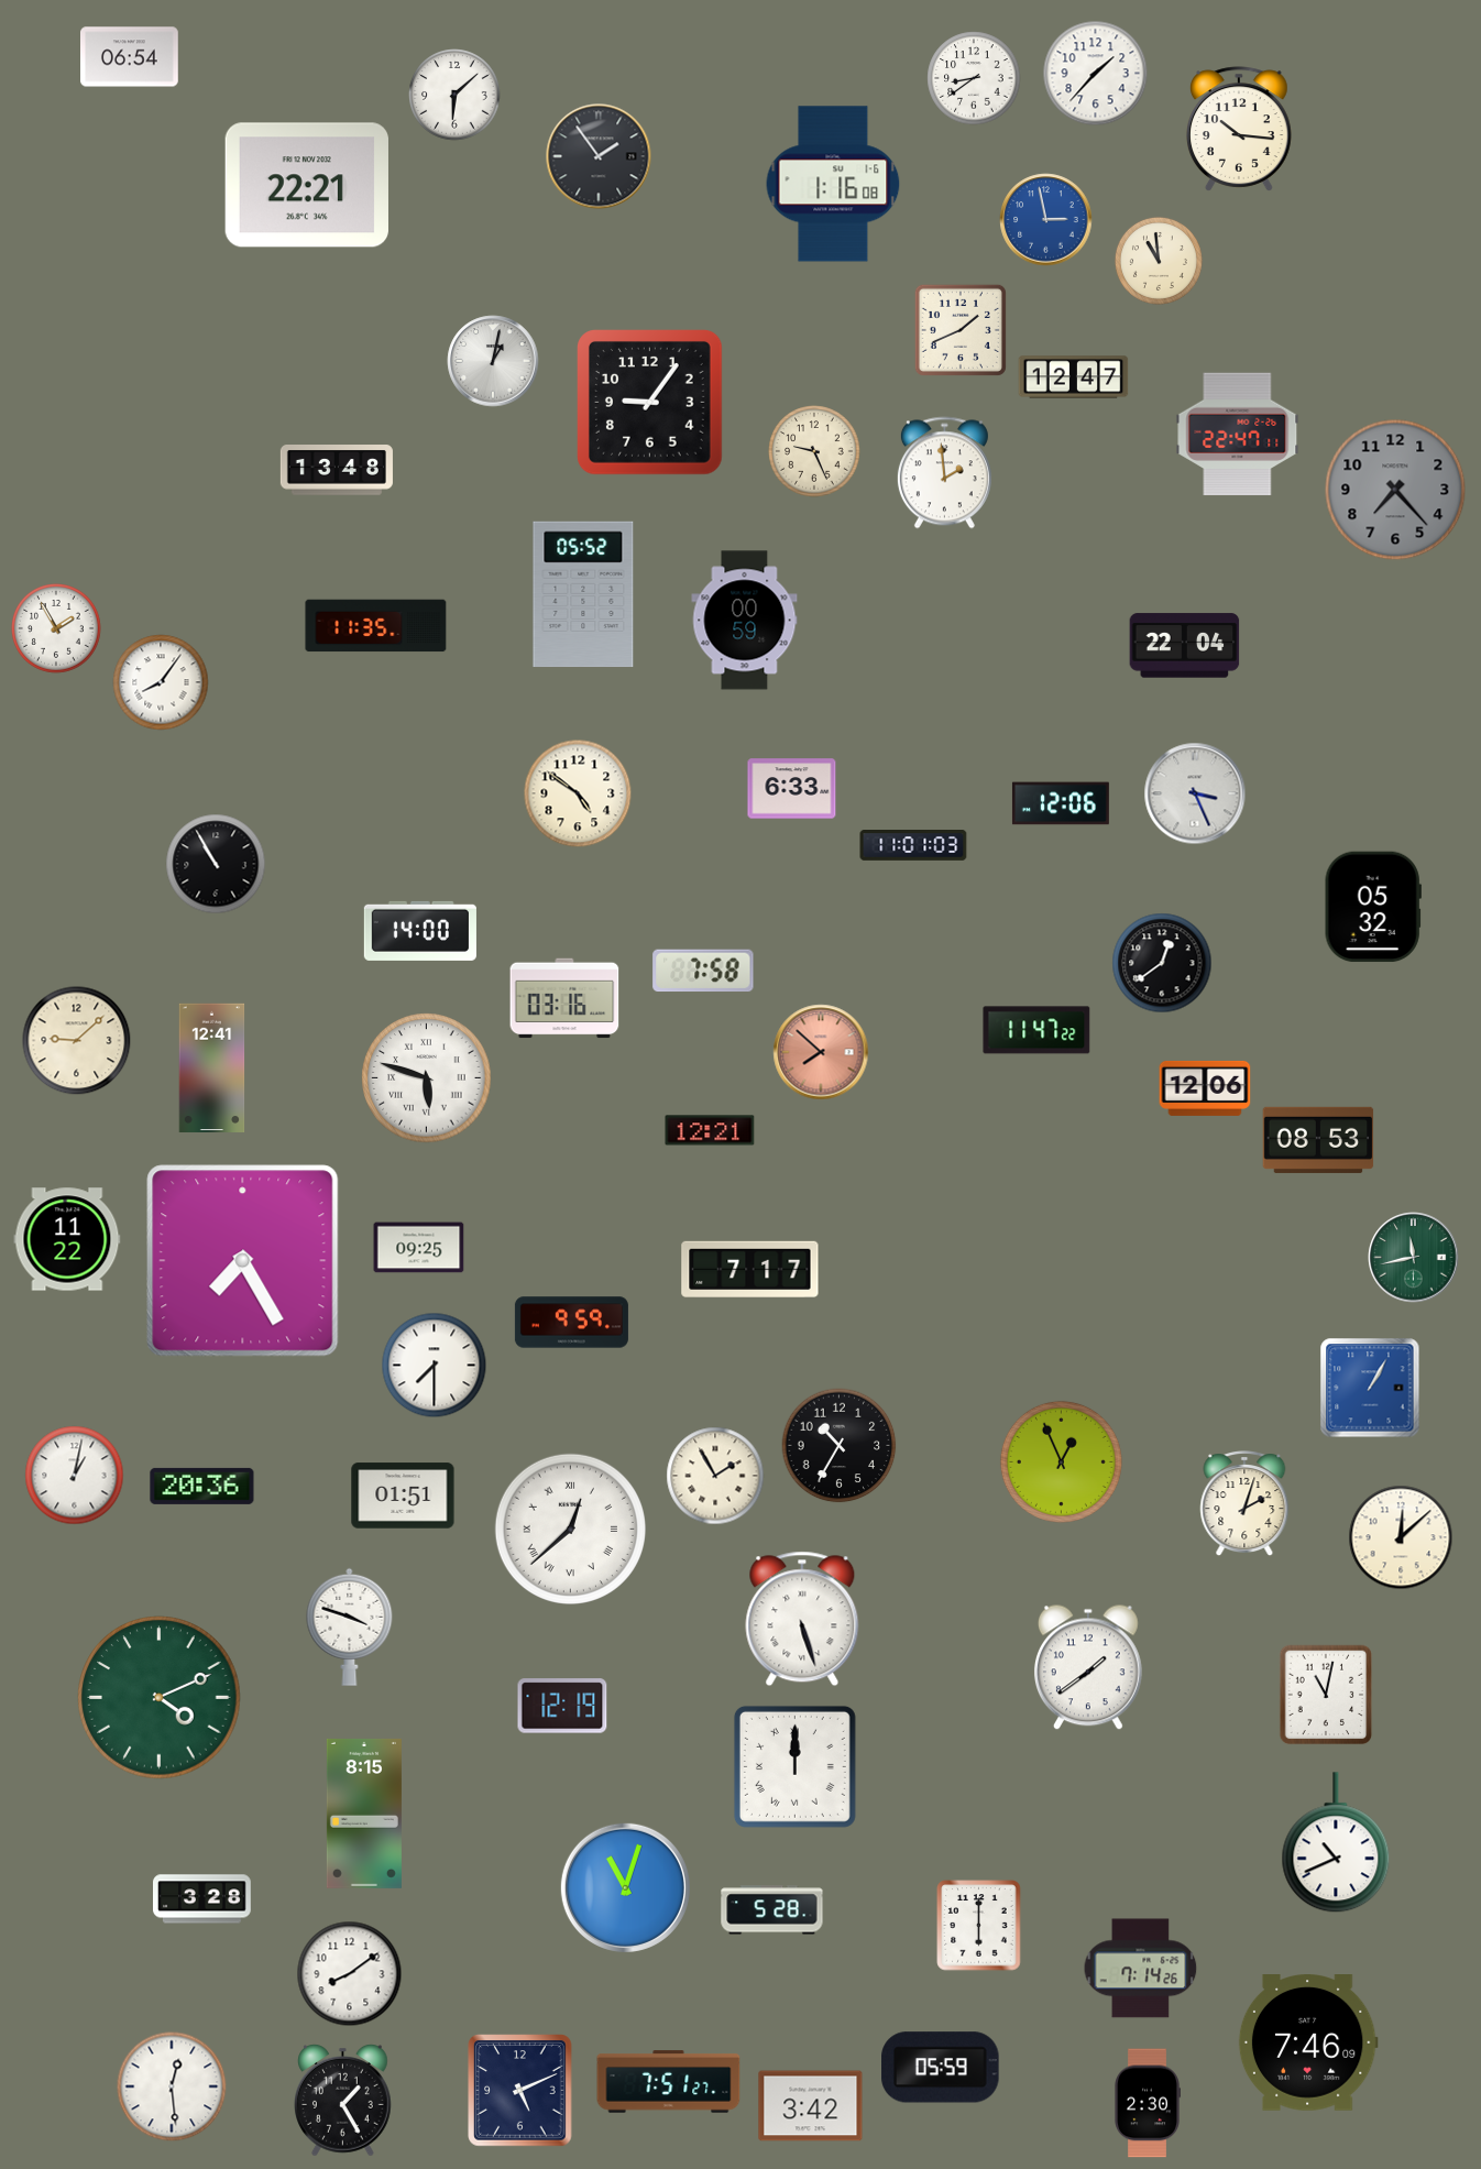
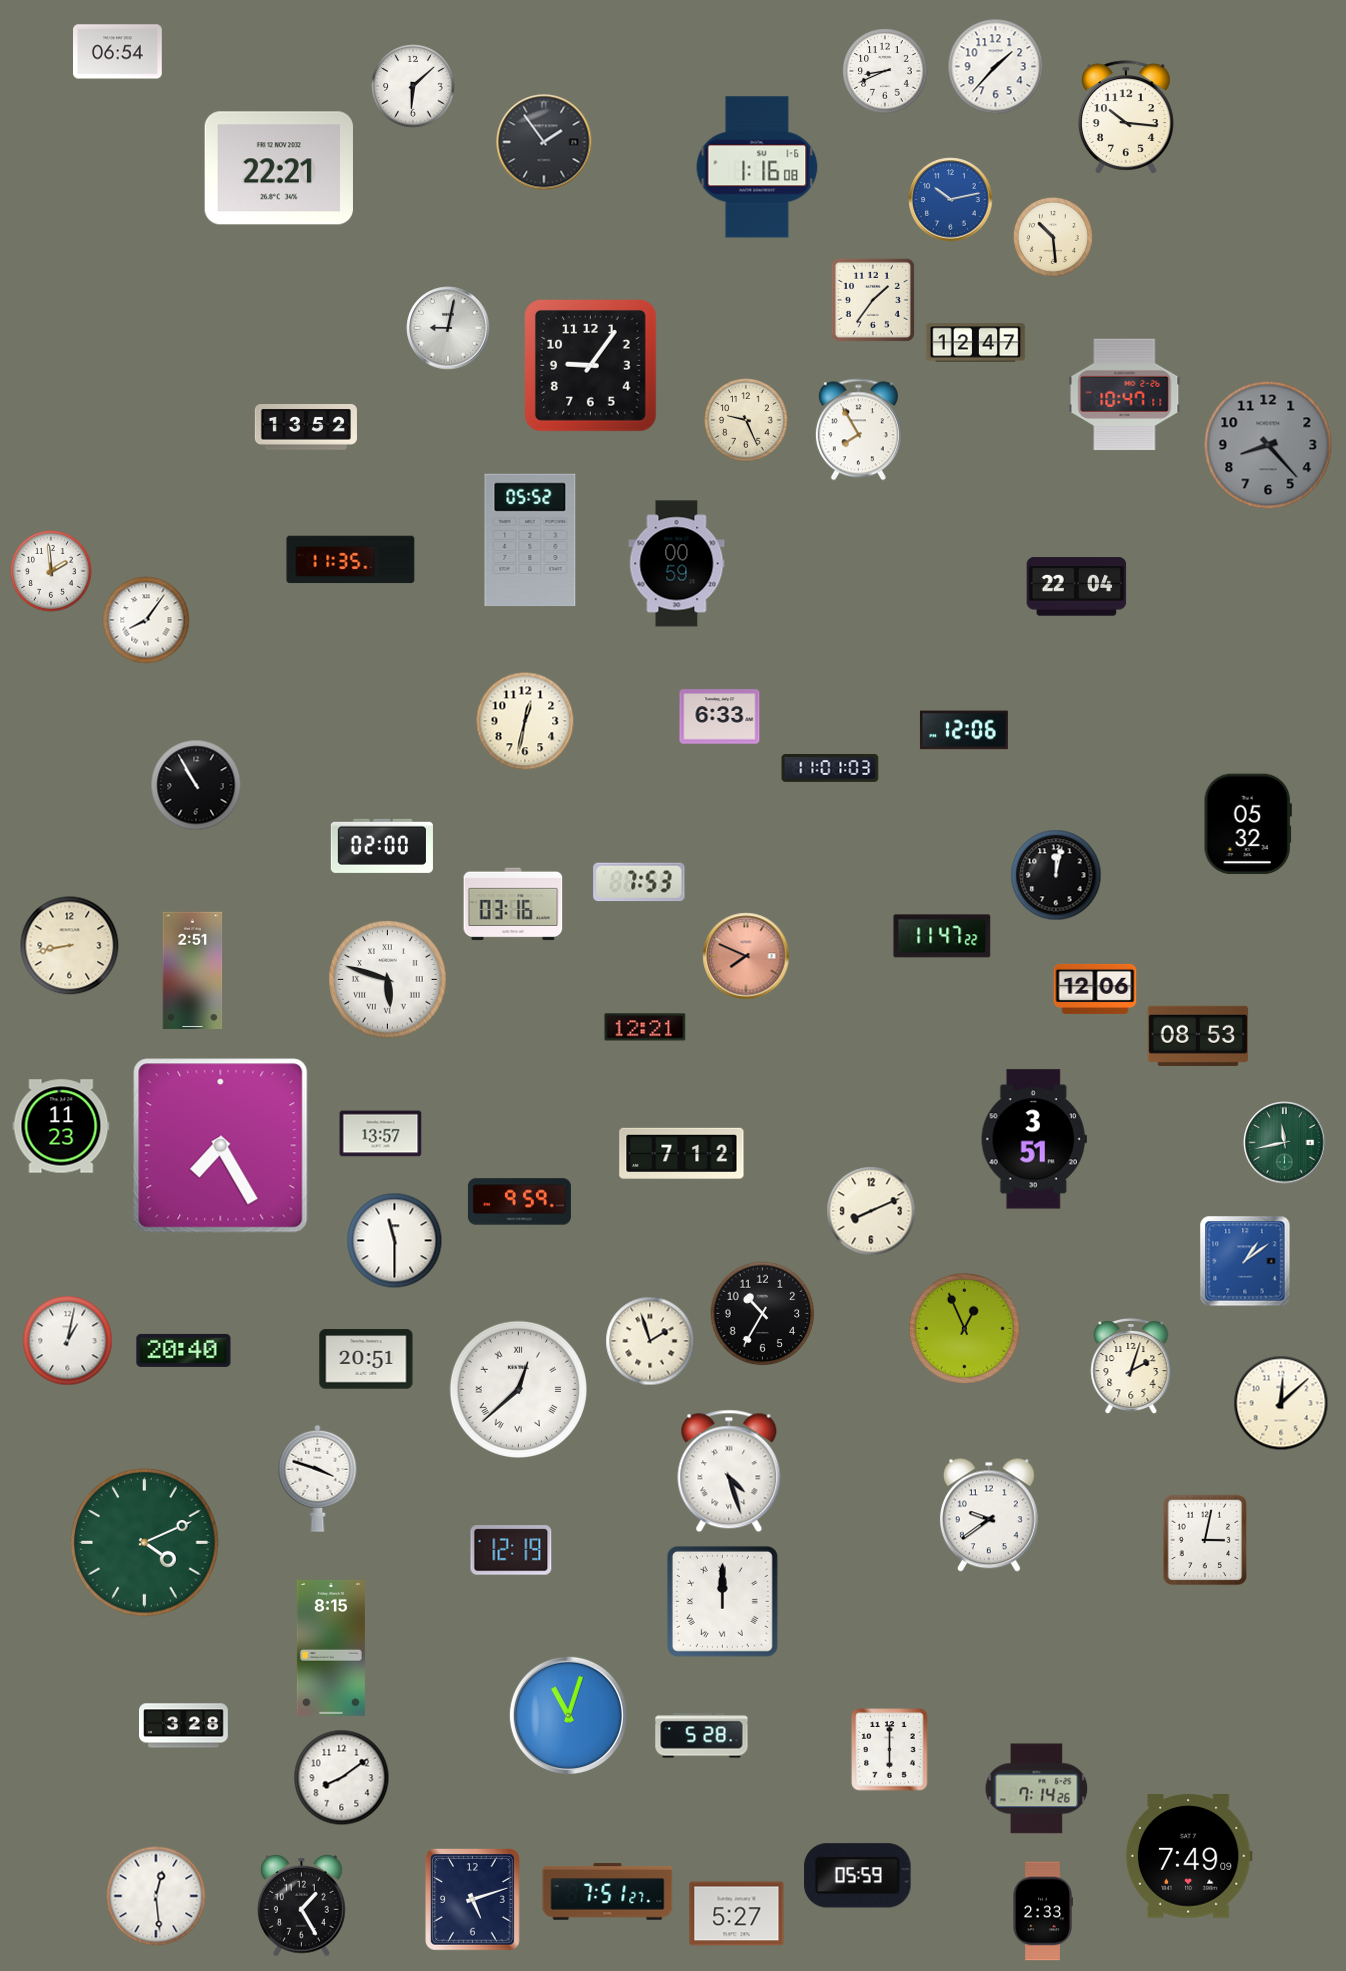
clock at (974, 78): 8:39 -> 8:41
clock at (1046, 220): 2:58 -> 10:13
clock at (1159, 261): 10:59 -> 10:29
clock at (961, 330): 1:41 -> 1:36
clock at (493, 361): 1:02 -> 9:02
clock at (1238, 435): 22:47 -> 10:47
clock at (814, 451) position: (814, 451) -> (746, 420)
clock at (337, 471): 13:48 -> 13:52
clock at (944, 473): 1:59 -> 7:55
clock at (1395, 490): 7:23 -> 8:23
clock at (376, 626) position: (376, 626) -> (351, 560)
clock at (57, 629): 1:55 -> 1:59
clock at (578, 793): 4:51 -> 12:32
clock at (1195, 793): 3:26 -> none
clock at (420, 931): 14:00 -> 02:00
clock at (1162, 963): 12:39 -> 12:02
clock at (703, 971): 7:58 -> 7:53
clock at (564, 998) position: (564, 998) -> (513, 904)
clock at (77, 1041): 9:08 -> 8:43
clock at (821, 1052): 7:52 -> 7:49
clock at (212, 1067): 12:41 -> 2:51
clock at (67, 1239): 11:22 -> 11:23
clock at (419, 1248): 09:25 -> 13:57
clock at (1034, 1139): none -> 3:51
clock at (750, 1269): 7:17 -> 7:12
clock at (871, 1211): none -> 8:11
clock at (435, 1366): 7:30 -> 11:30
clock at (1370, 1388): 1:05 -> 1:09
clock at (715, 1476): 1:55 -> 1:57
clock at (202, 1486): 20:36 -> 20:40
clock at (403, 1496): 01:51 -> 20:51
clock at (1401, 1537) position: (1401, 1537) -> (1281, 1403)
clock at (802, 1619): 5:27 -> 4:27
clock at (1088, 1667): 1:39 -> 9:39
clock at (1326, 1695): 11:02 -> 3:02
clock at (794, 1766) position: (794, 1766) -> (722, 1601)
clock at (1336, 1843): 10:41 -> none
clock at (350, 1974) position: (350, 1974) -> (342, 1778)
clock at (1308, 2044): 7:46 -> 7:49
clock at (941, 2068) position: (941, 2068) -> (858, 1876)
clock at (520, 2091): 5:11 -> 5:12
clock at (343, 2101) position: (343, 2101) -> (302, 1906)
clock at (1148, 2103): 2:30 -> 2:33
clock at (811, 2106): 3:42 -> 5:27
